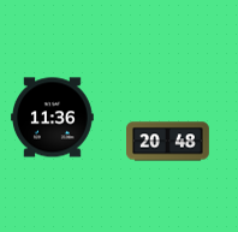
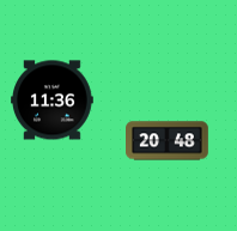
clock at (53, 118) position: (53, 118) -> (53, 101)
